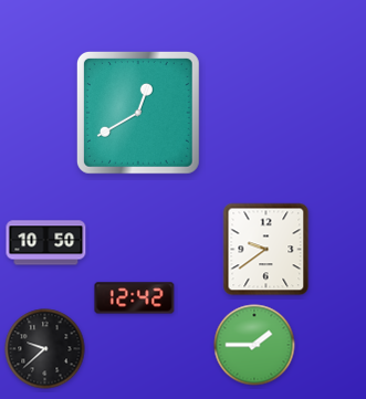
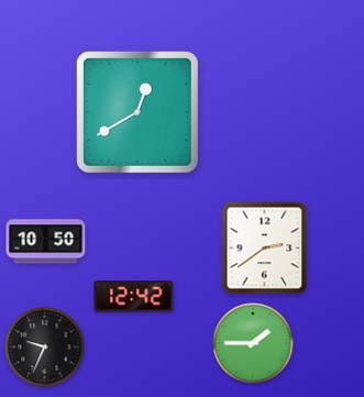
clock at (266, 250): 9:39 -> 2:39
clock at (45, 349): 9:38 -> 9:34
